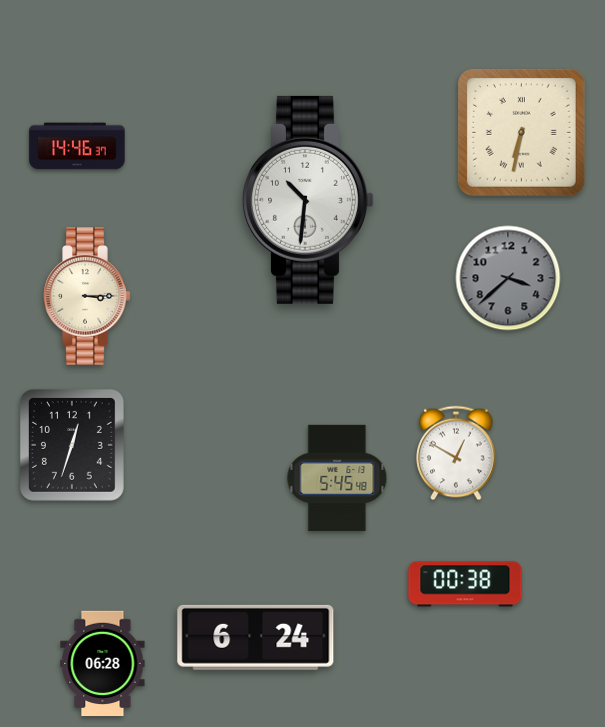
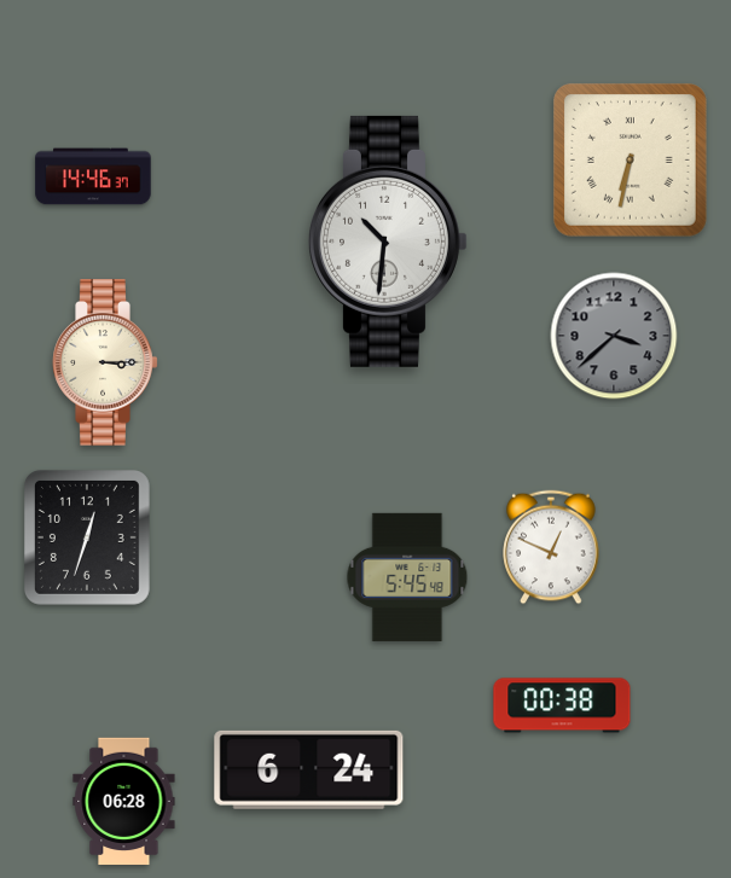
clock at (309, 200) position: (309, 200) -> (389, 242)
clock at (87, 296) position: (87, 296) -> (105, 362)
clock at (456, 453): 12:50 -> 12:49
